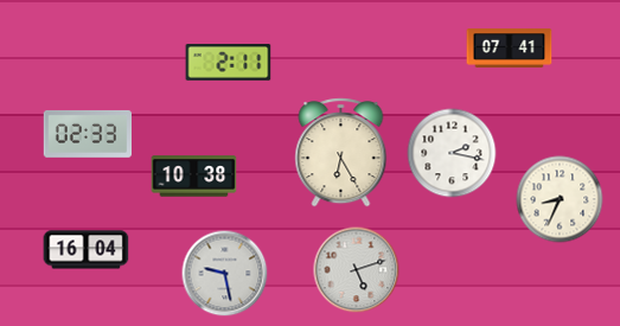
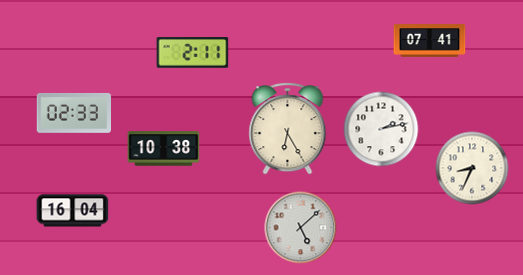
clock at (452, 153): 2:17 -> 2:13
clock at (357, 270): 5:12 -> 5:08
clock at (225, 274): 9:28 -> none
